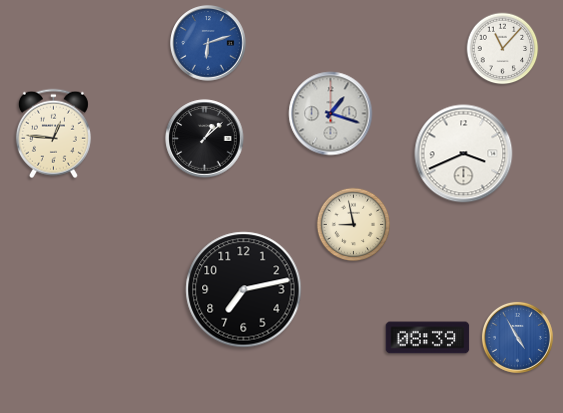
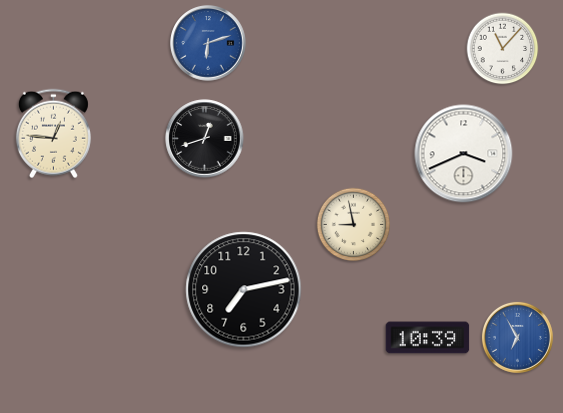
clock at (331, 114): 1:18 -> none
clock at (205, 139): 1:08 -> 12:42
clock at (517, 337): 4:55 -> 6:55
clock at (428, 338): 08:39 -> 10:39
